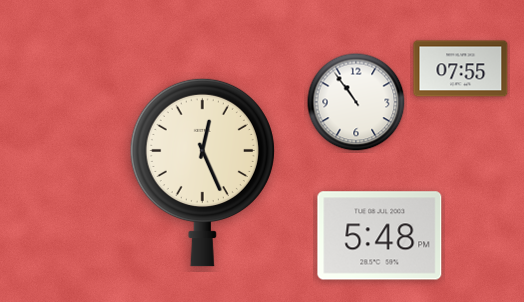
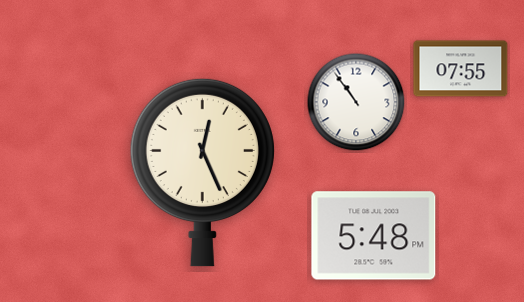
clock at (380, 236) position: (380, 236) -> (374, 236)
